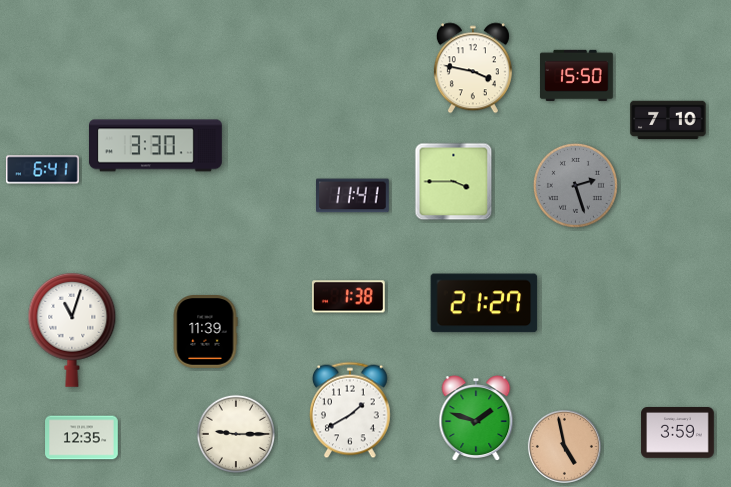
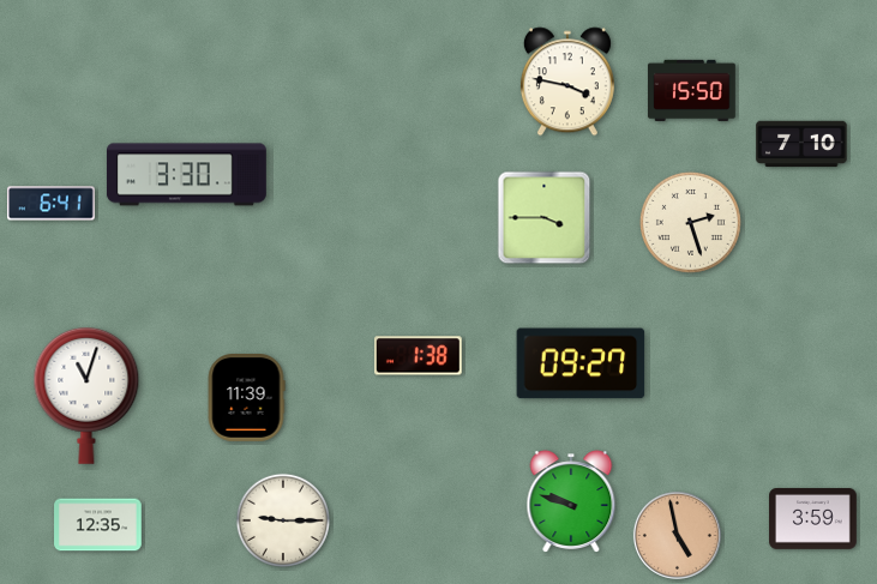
clock at (575, 185) dial: grey -> cream
clock at (353, 196): 11:41 -> none
clock at (484, 303): 21:27 -> 09:27
clock at (351, 410): 1:40 -> none
clock at (476, 418): 1:48 -> 9:48
